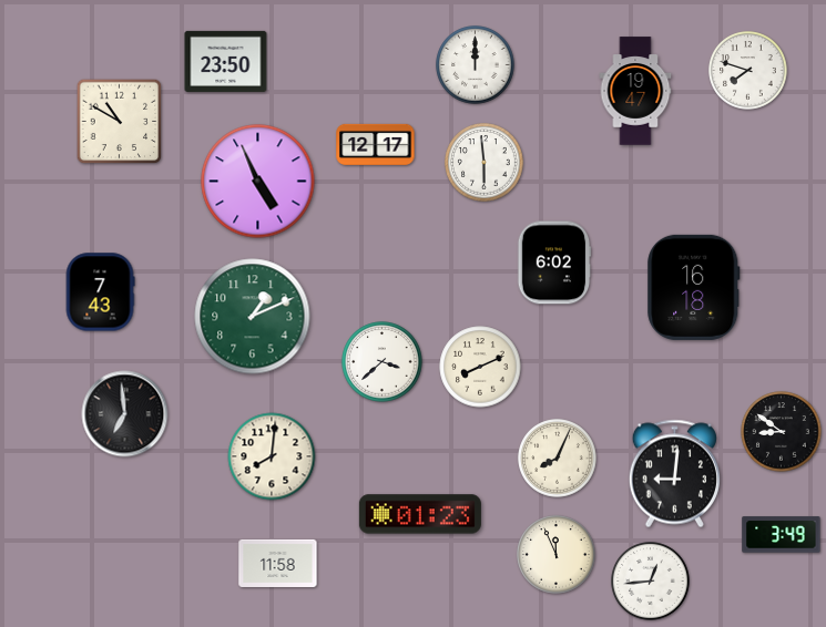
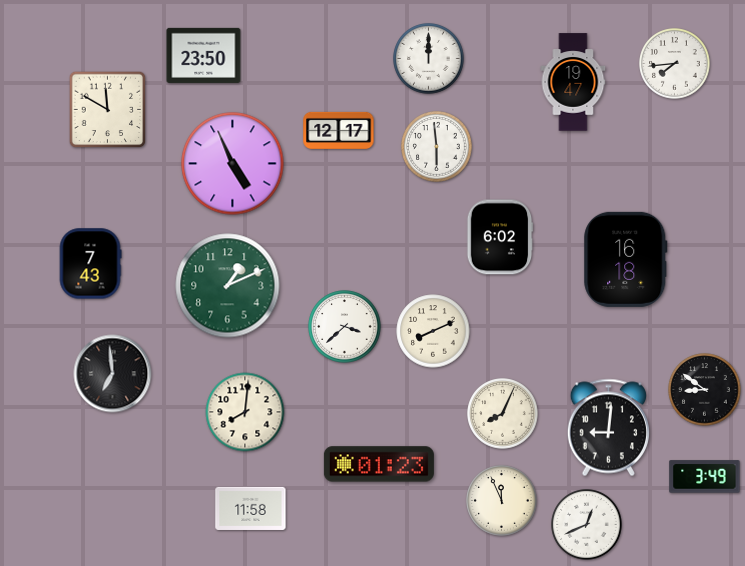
clock at (748, 71): 7:48 -> 7:44
clock at (120, 122): 10:50 -> 11:50
clock at (782, 535) position: (782, 535) -> (705, 477)
clock at (651, 582): 12:44 -> 12:41
